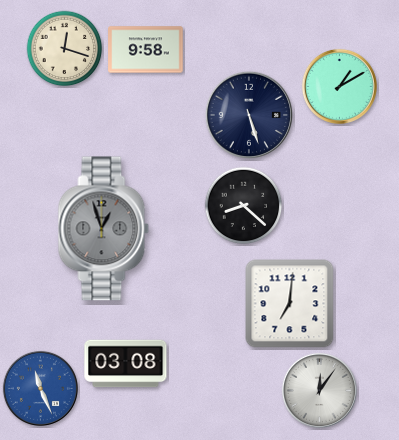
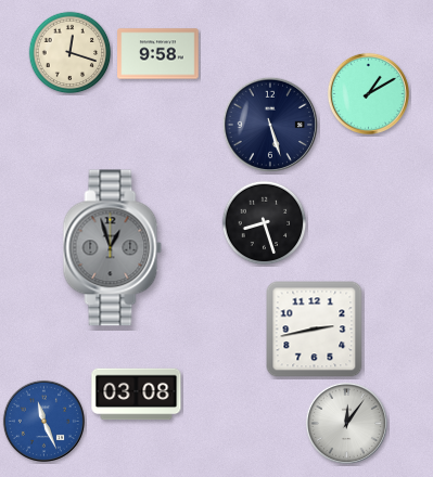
clock at (244, 206): 8:22 -> 8:27
clock at (290, 304): 7:01 -> 2:43
